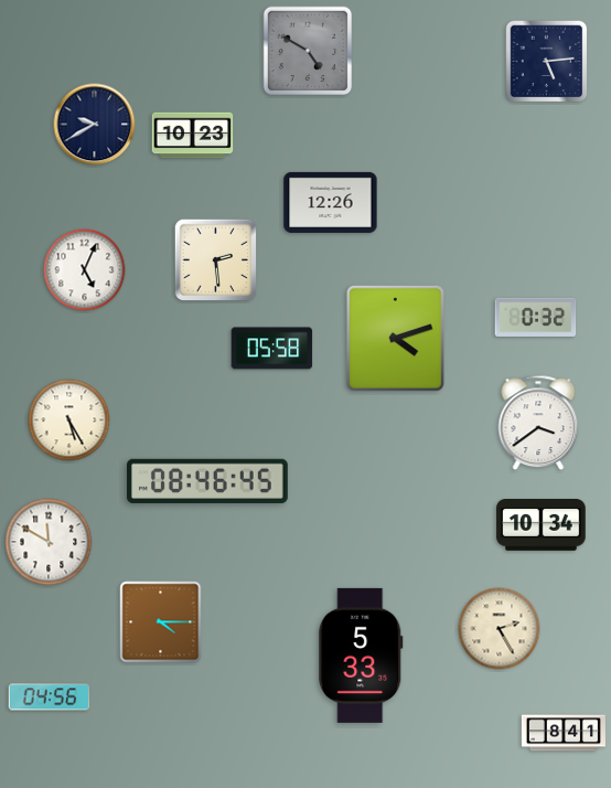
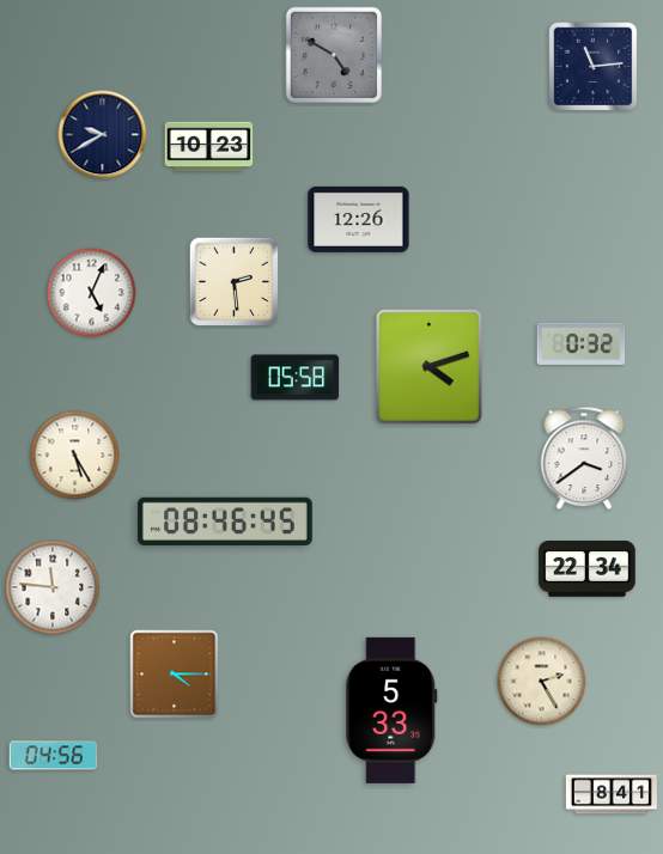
clock at (547, 62): 5:14 -> 11:14
clock at (542, 525): 10:34 -> 22:34
clock at (49, 542): 11:50 -> 11:46
